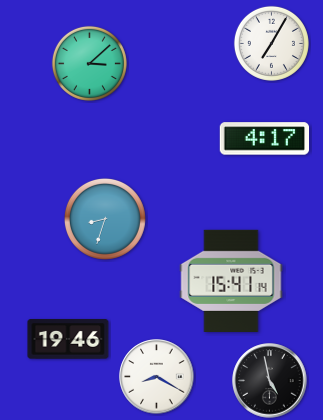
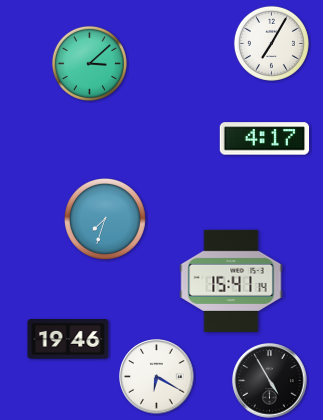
clock at (105, 219): 8:33 -> 7:33
clock at (157, 377): 8:20 -> 6:20
clock at (270, 381): 4:58 -> 4:55
